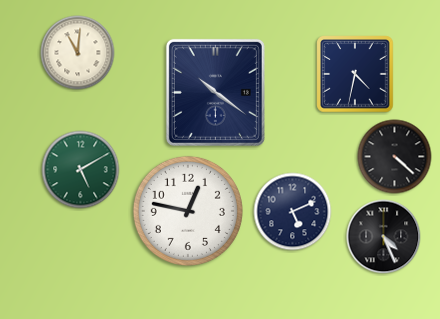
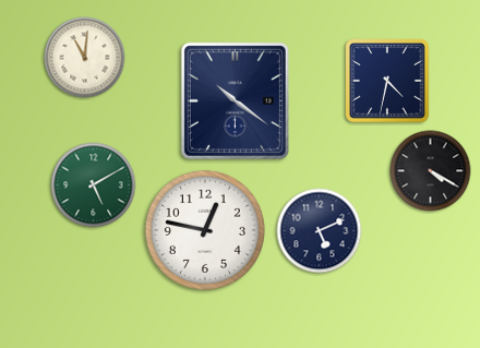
clock at (395, 157): 4:22 -> 4:20
clock at (81, 170) position: (81, 170) -> (94, 185)
clock at (384, 237): 4:26 -> none
